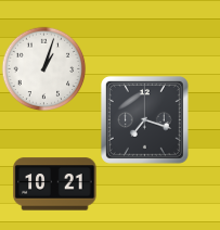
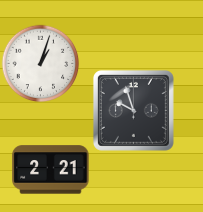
clock at (144, 119): 7:18 -> 9:57
clock at (55, 184): 10:21 -> 2:21
